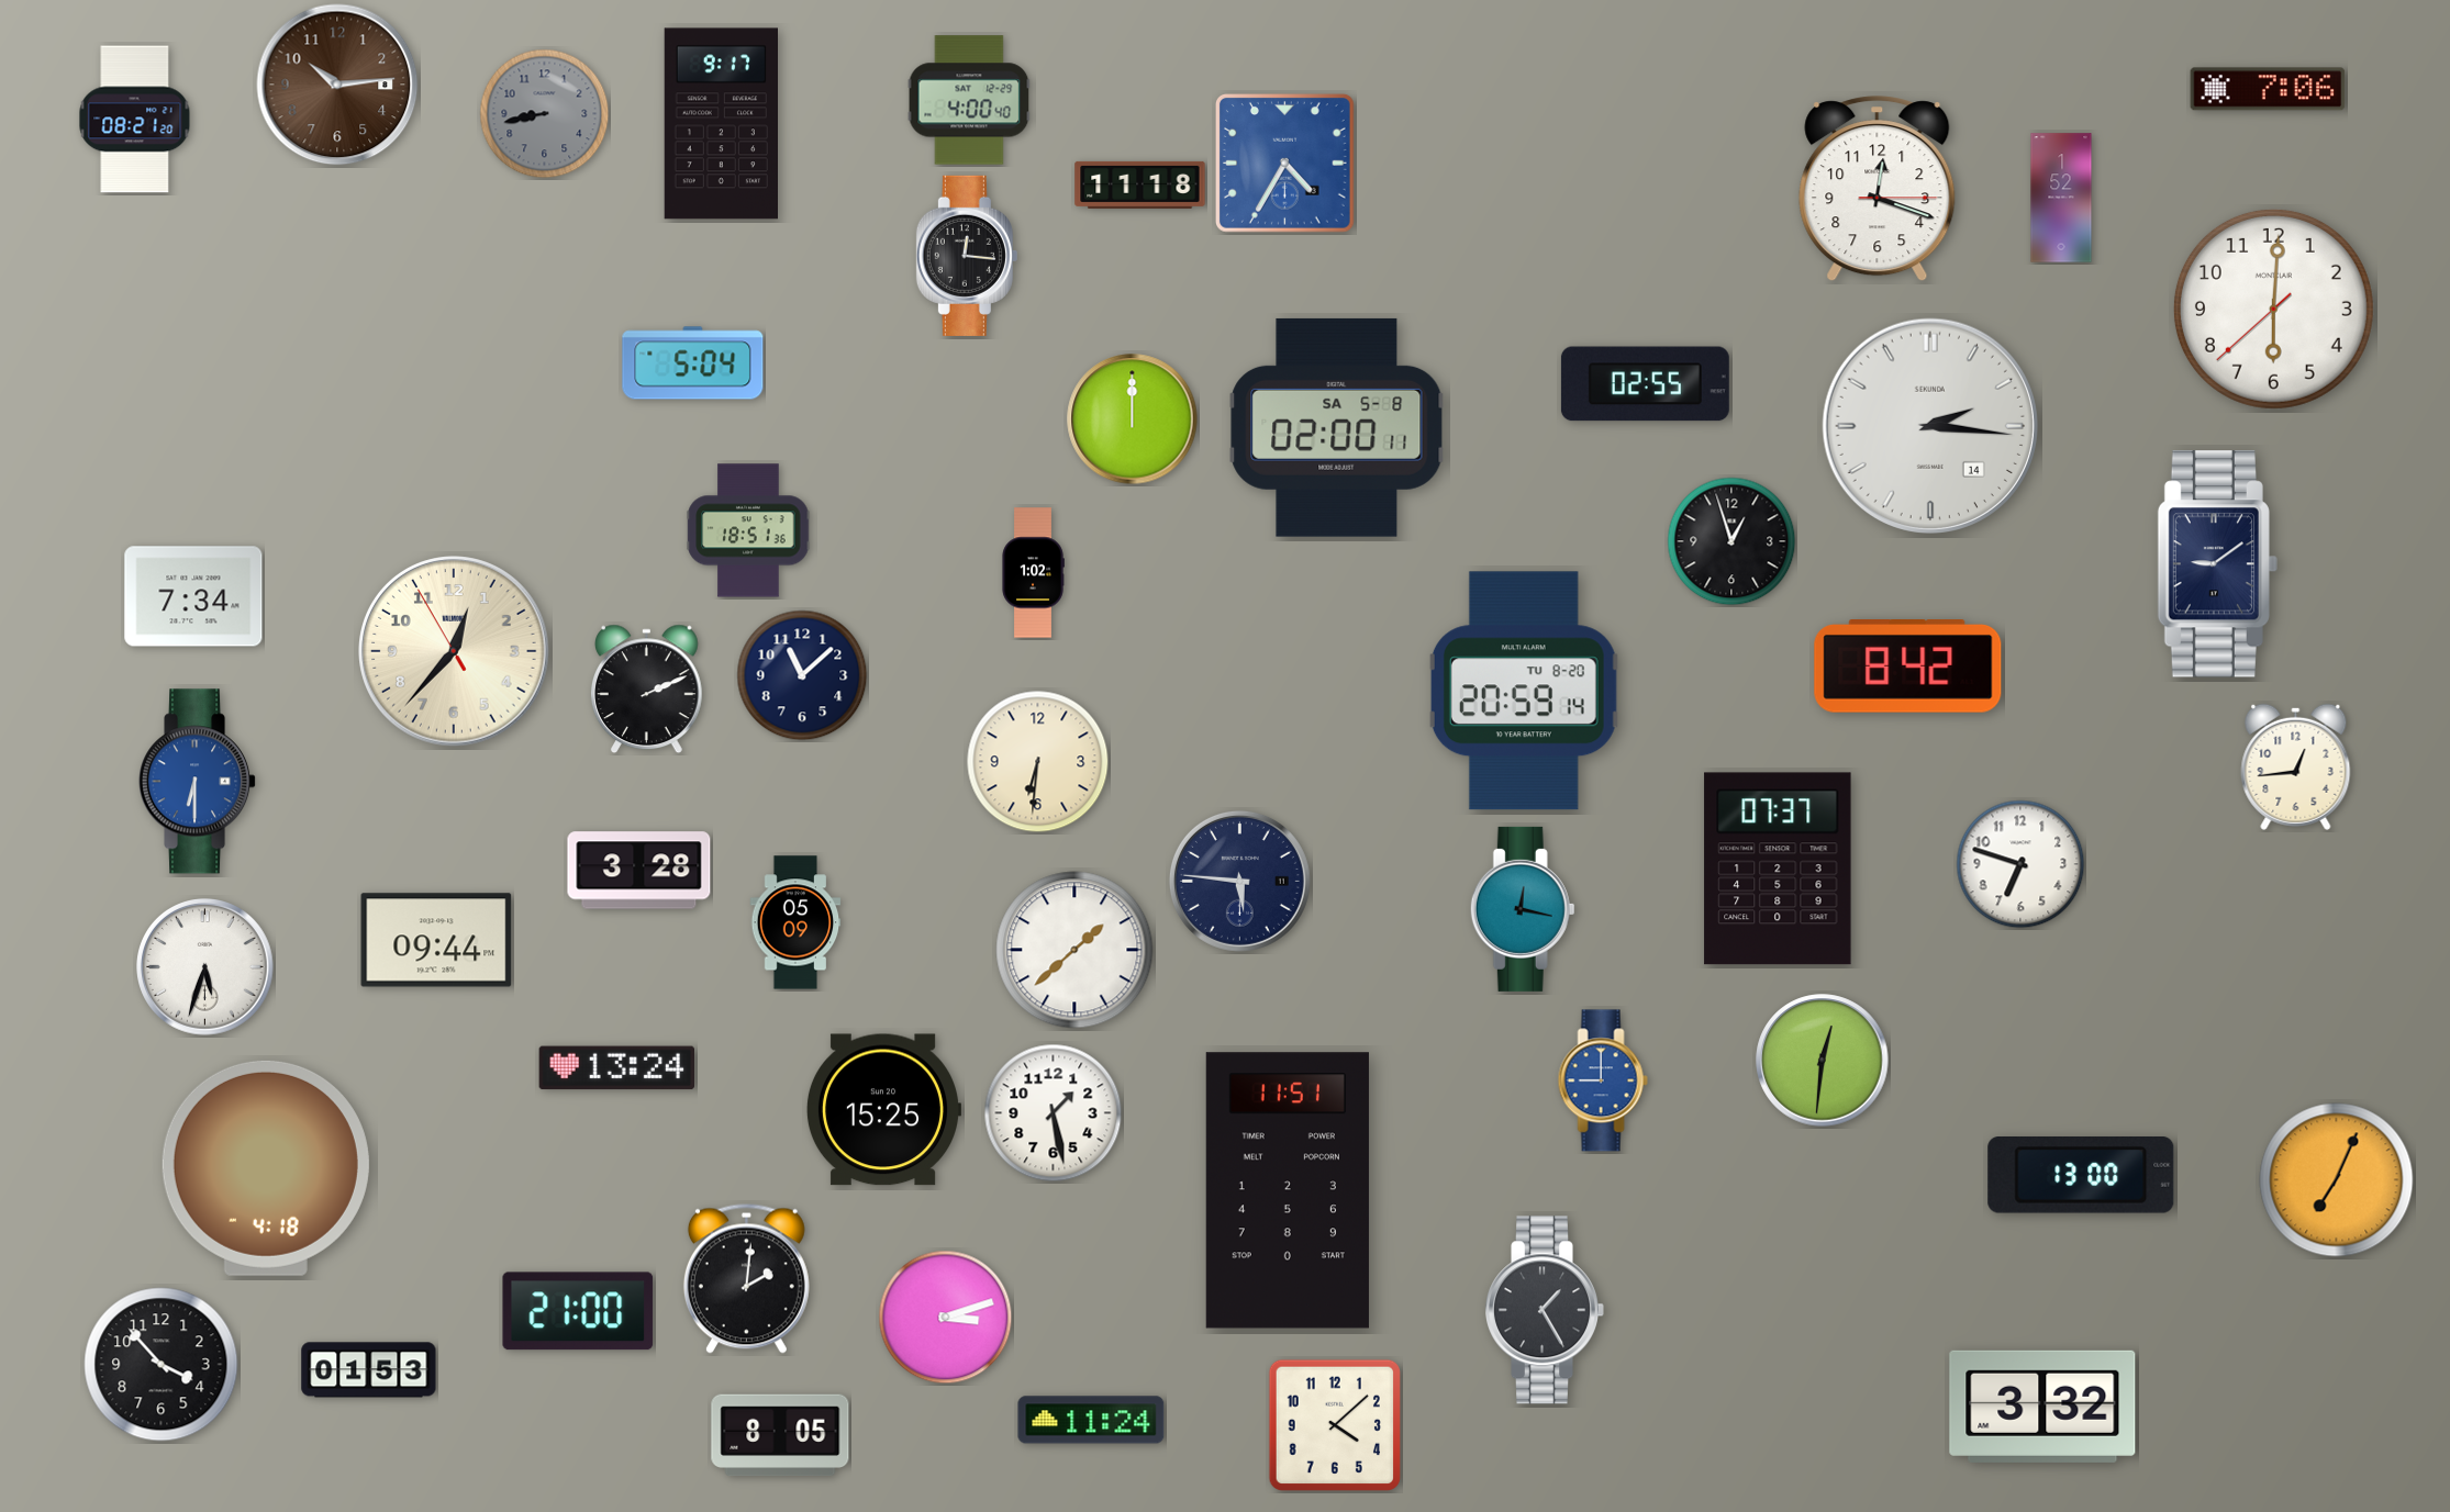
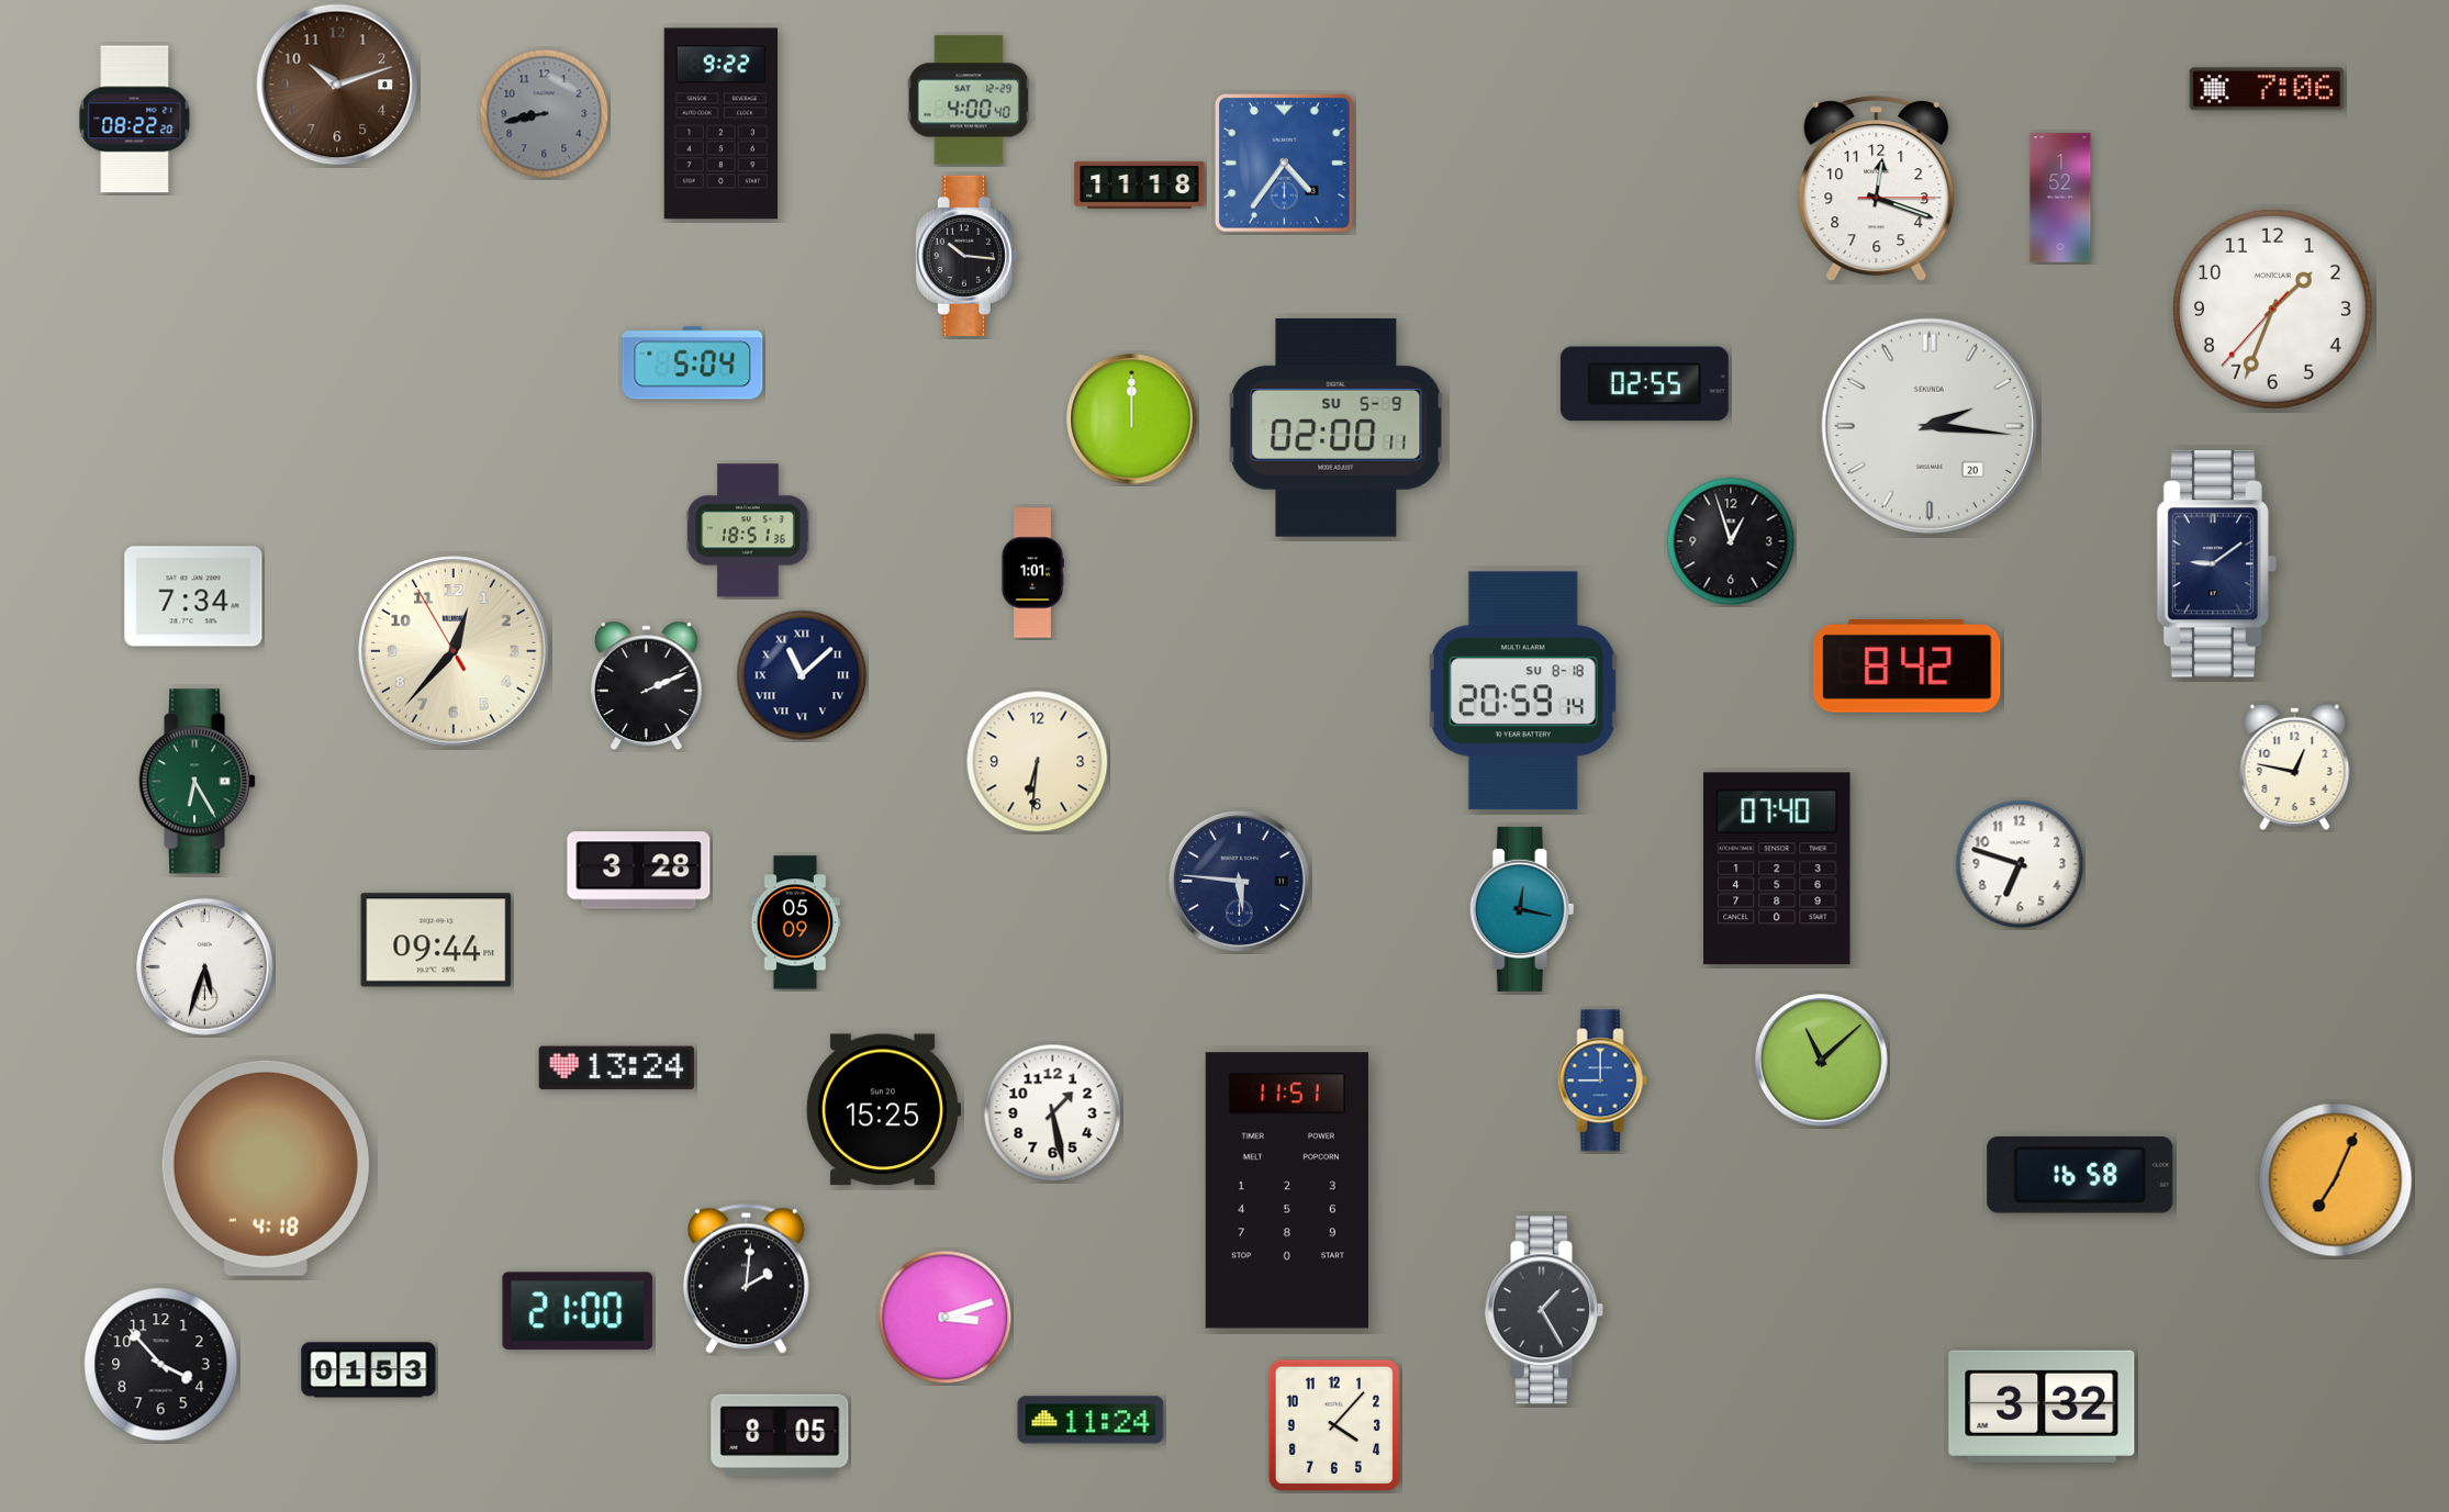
clock at (337, 85): 10:14 -> 10:12
clock at (135, 120): 08:21 -> 08:22
clock at (721, 124): 9:17 -> 9:22
clock at (1284, 163): 4:35 -> 4:36
clock at (967, 256): 12:16 -> 10:16
clock at (2273, 309): 6:00 -> 1:33
clock at (1930, 426) date: 14 -> 20
clock at (1337, 427) date: SA 5-8 -> SU 5-9
clock at (1033, 573): 1:02 -> 1:01
clock at (802, 675) numerals: Arabic -> Roman
clock at (647, 690) position: (647, 690) -> (647, 686)
clock at (1524, 691) date: TU 8-20 -> SU 8-18
clock at (2296, 766): 12:44 -> 12:47
clock at (199, 782): 6:30 -> 6:25
clock at (199, 782) dial: blue -> green
clock at (1778, 869): 07:37 -> 07:40
clock at (1074, 950): 1:38 -> none
clock at (1823, 1061): 12:31 -> 11:08
clock at (2081, 1176): 13:00 -> 16:58
clock at (1334, 1424): 4:08 -> 4:07
